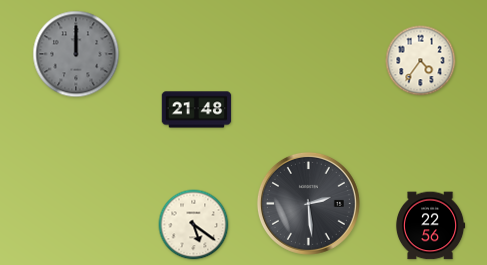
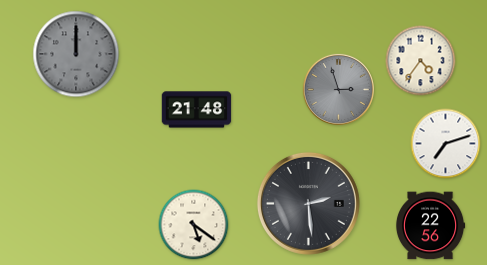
clock at (338, 89): none -> 2:57
clock at (446, 144): none -> 7:12
